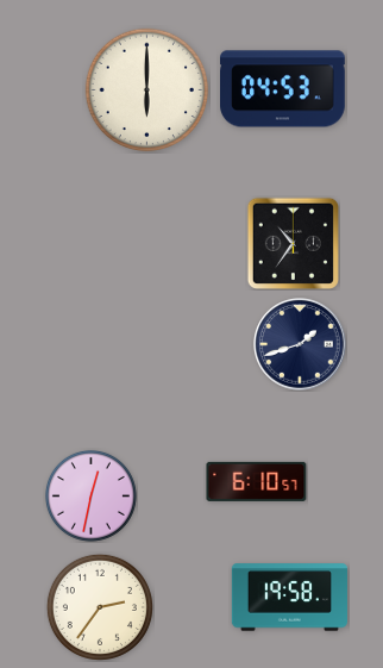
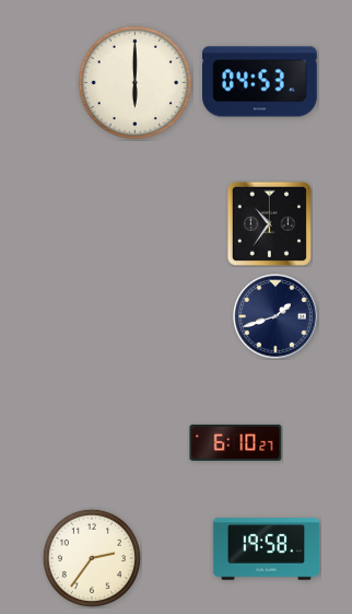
clock at (257, 481): 6:10:57 -> 6:10:27
clock at (90, 495): 12:32 -> none
